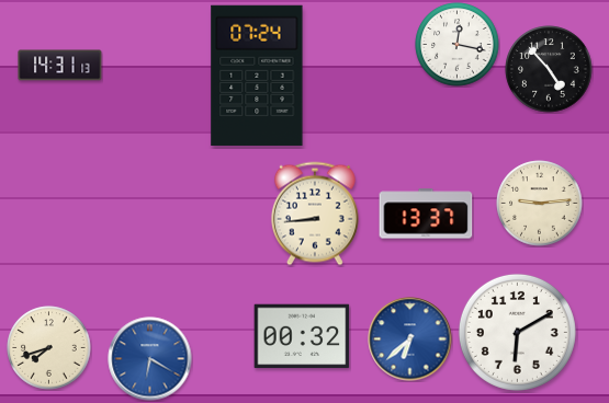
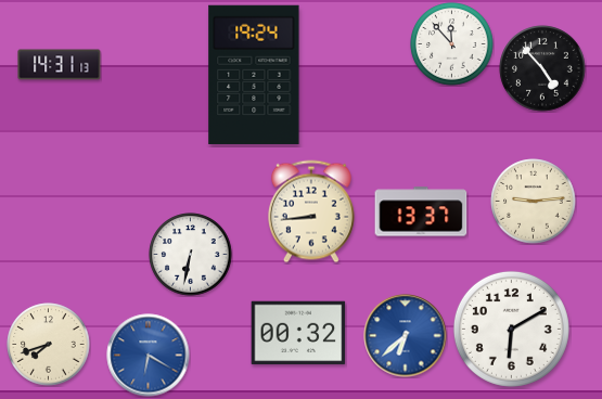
clock at (458, 45): 12:17 -> 11:53
clock at (257, 76): 07:24 -> 19:24
clock at (191, 255): none -> 6:32
